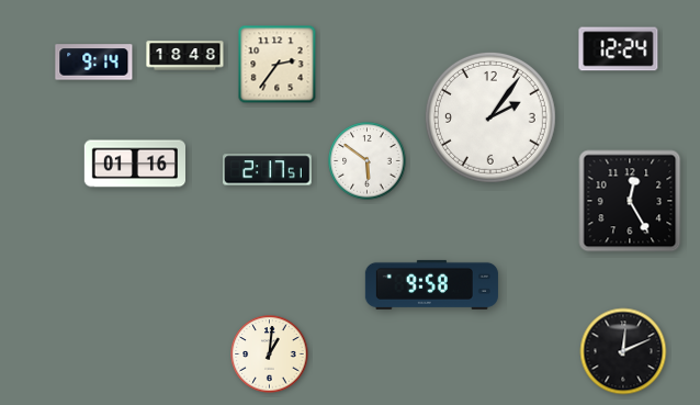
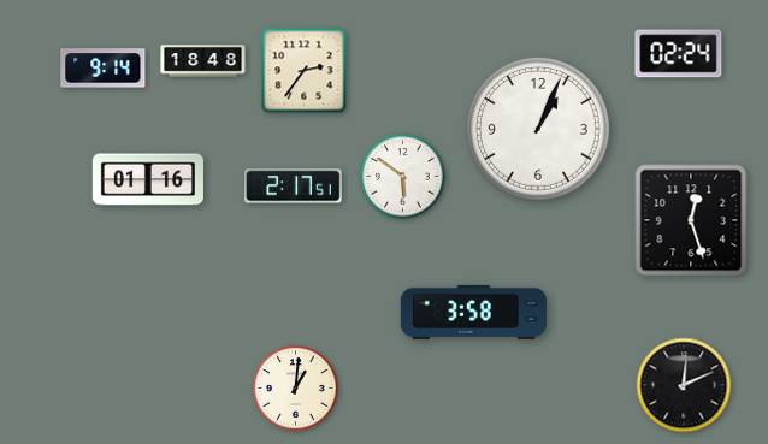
clock at (619, 49): 12:24 -> 02:24
clock at (490, 117): 2:06 -> 1:04
clock at (630, 201): 12:25 -> 12:27
clock at (431, 284): 9:58 -> 3:58
